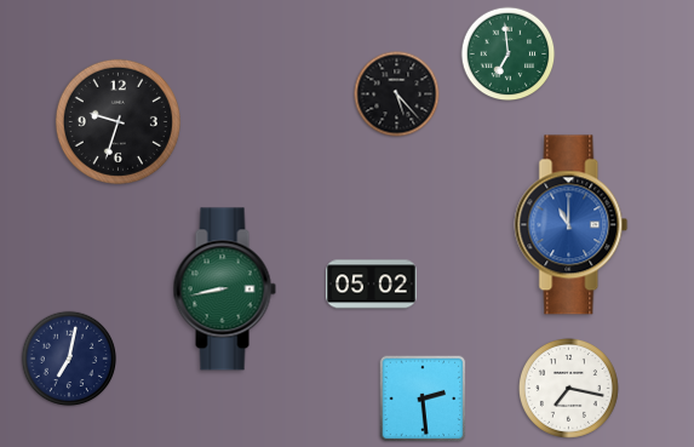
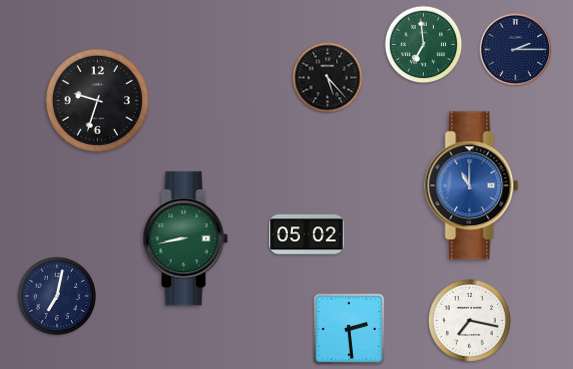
clock at (509, 55) position: (509, 55) -> (424, 45)
clock at (516, 50): none -> 2:15
